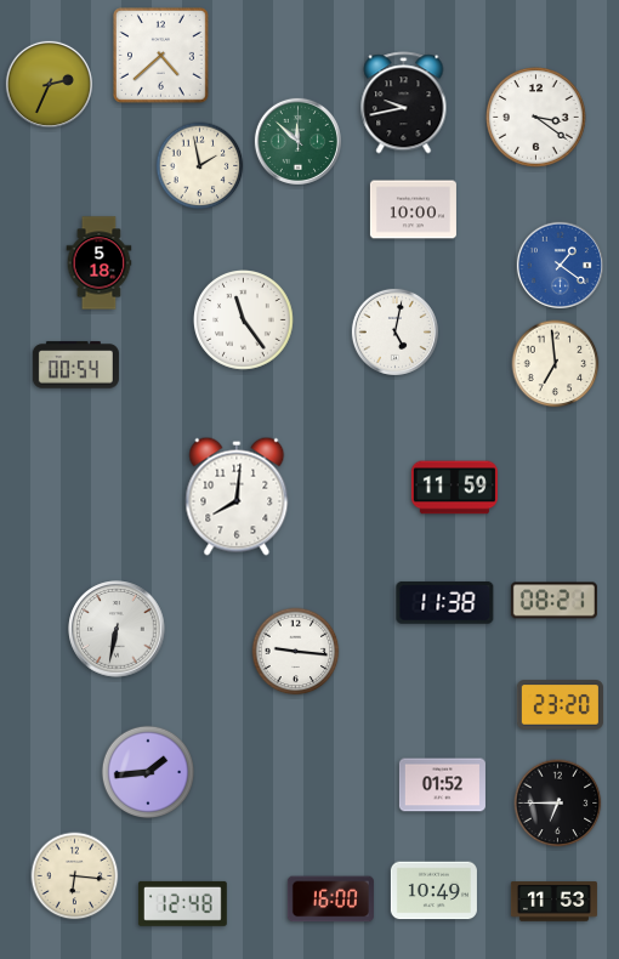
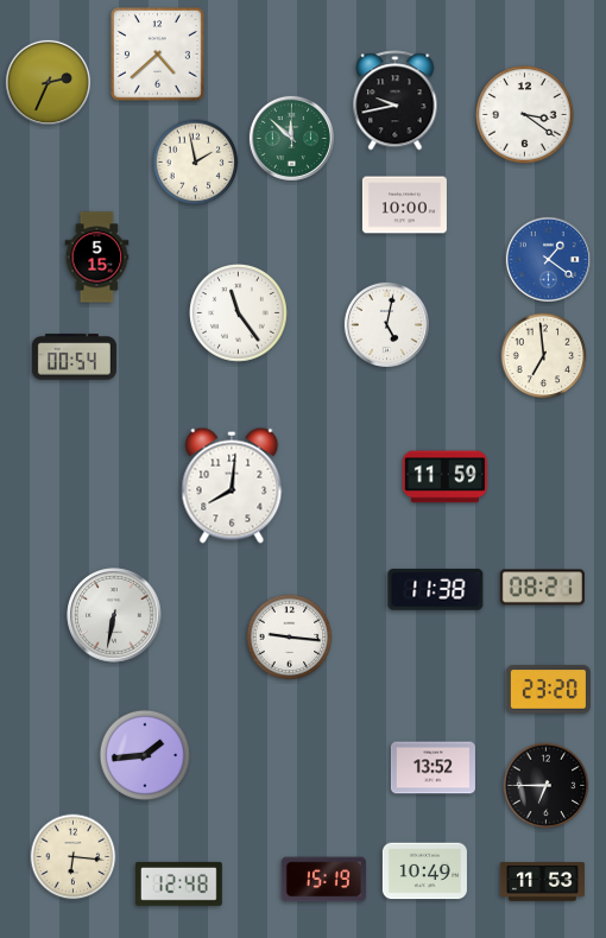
clock at (100, 263): 5:18 -> 5:15
clock at (442, 785): 01:52 -> 13:52
clock at (330, 900): 16:00 -> 15:19
